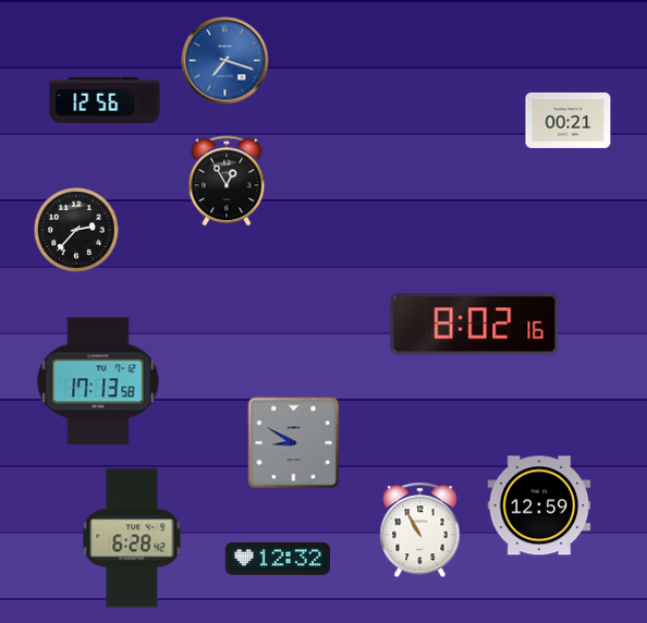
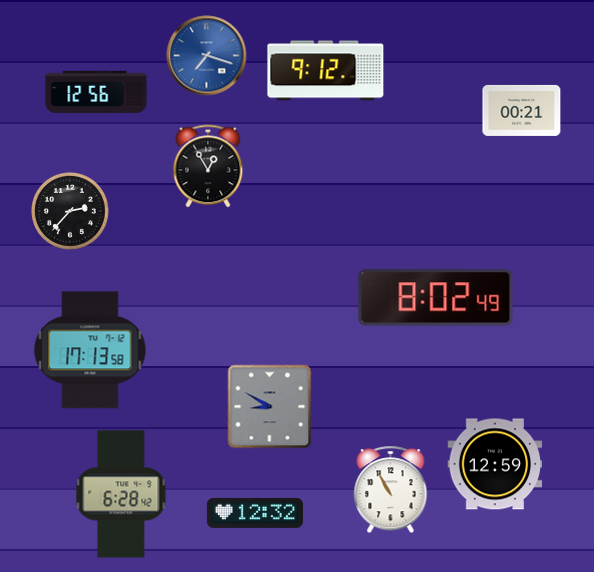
clock at (326, 71): none -> 9:12
clock at (475, 325): 8:02:16 -> 8:02:49
clock at (420, 530) position: (420, 530) -> (391, 490)
